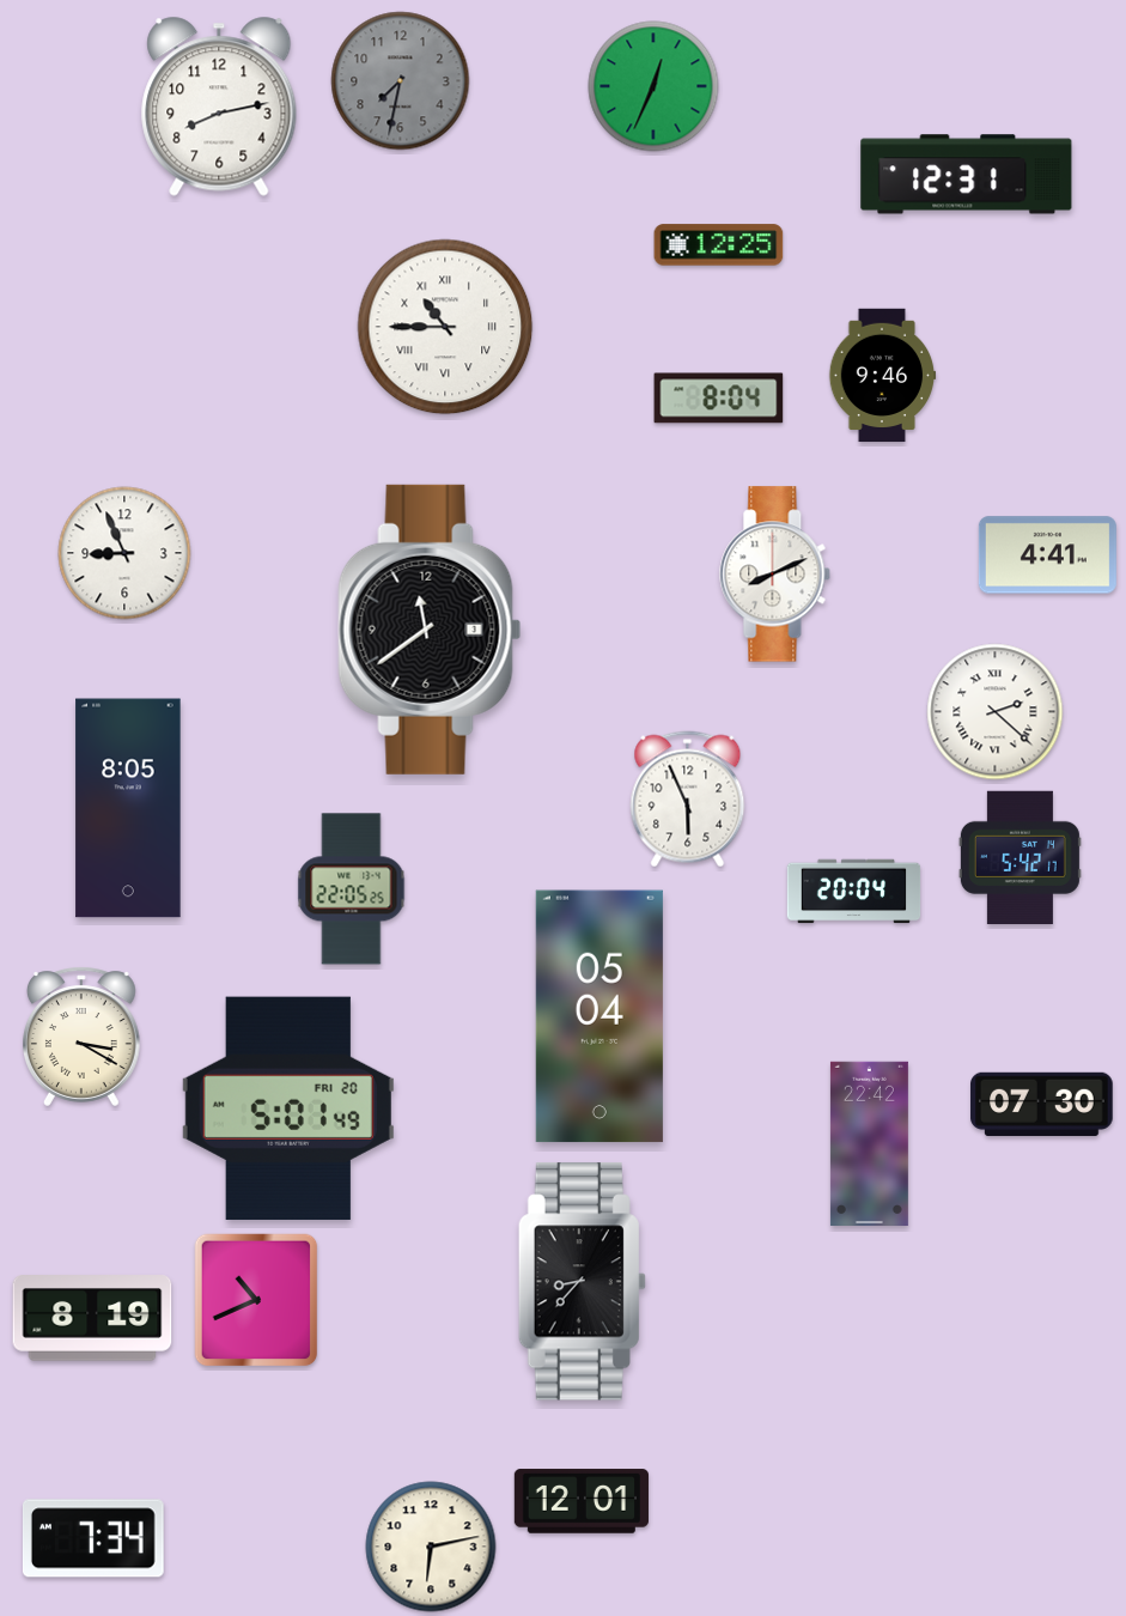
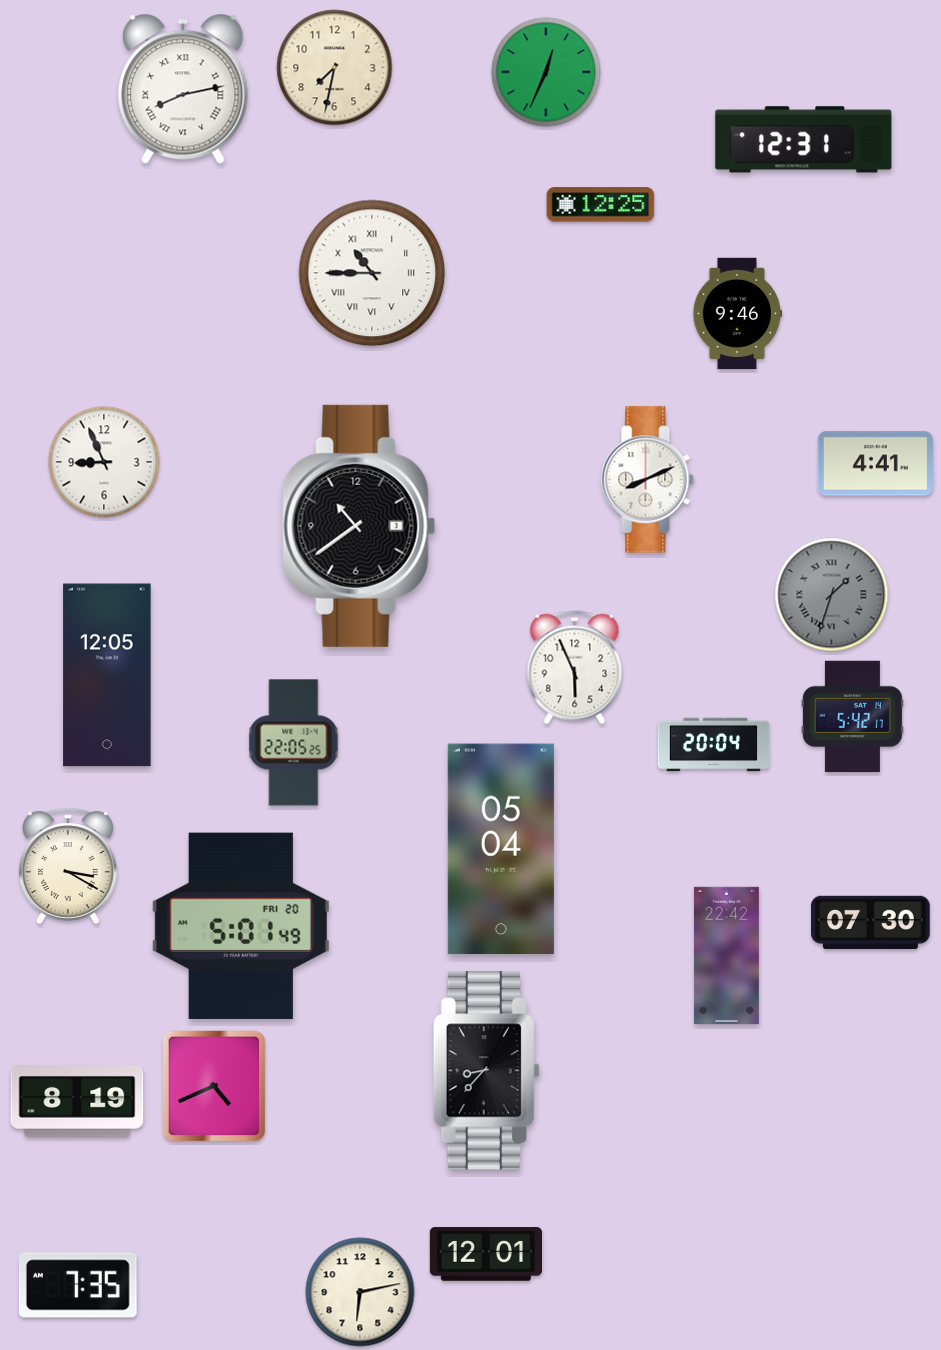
clock at (401, 81) dial: grey -> cream
clock at (219, 107) numerals: Arabic -> Roman
clock at (967, 175) position: (967, 175) -> (804, 140)
clock at (719, 399): 8:04 -> none
clock at (430, 630): 11:39 -> 10:39
clock at (996, 712): 2:22 -> 1:33
clock at (996, 712) dial: white -> grey
clock at (128, 808): 8:05 -> 12:05
clock at (256, 1300): 10:41 -> 4:41
clock at (93, 1538): 7:34 -> 7:35
